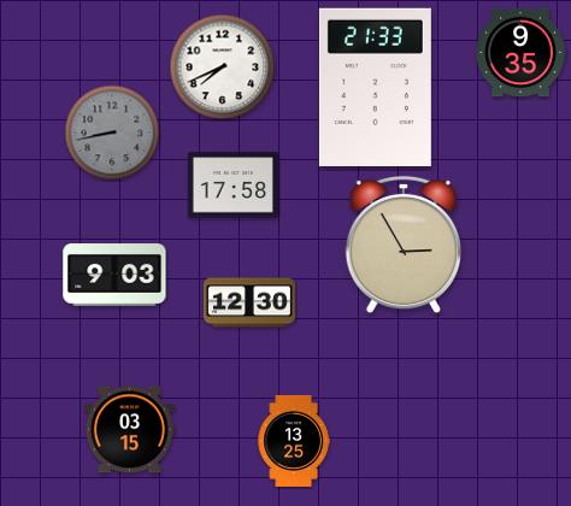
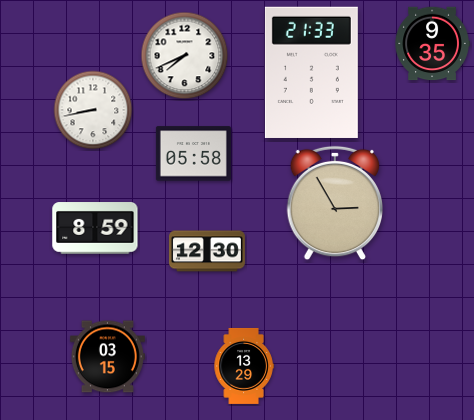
clock at (112, 133) dial: grey -> white
clock at (232, 186): 17:58 -> 05:58
clock at (114, 275): 9:03 -> 8:59
clock at (294, 441): 13:25 -> 13:29
